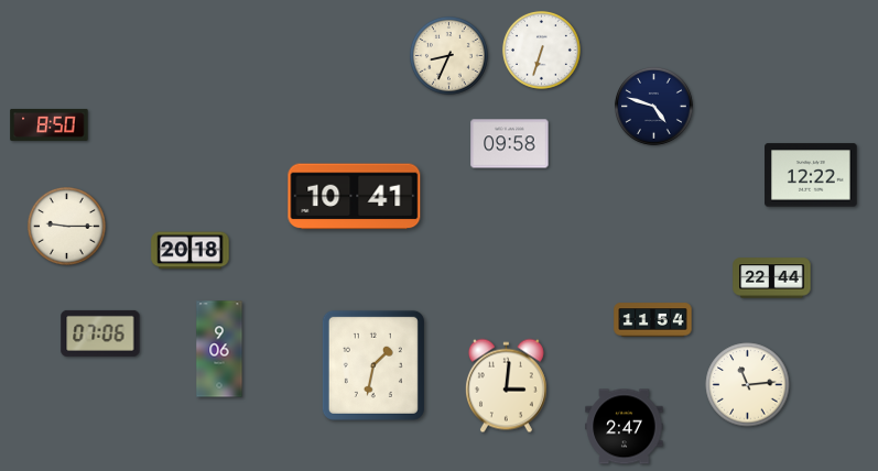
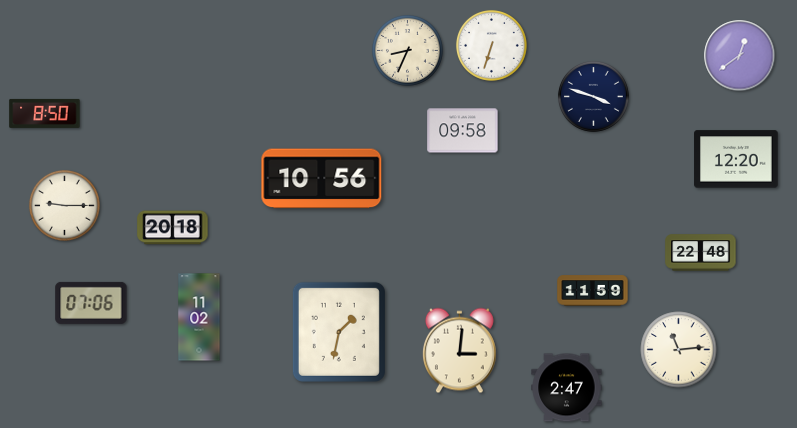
clock at (740, 56): none -> 12:39
clock at (653, 106): 4:48 -> 3:48
clock at (811, 175): 12:22 -> 12:20
clock at (355, 197): 10:41 -> 10:56
clock at (66, 226) position: (66, 226) -> (64, 205)
clock at (772, 278): 22:44 -> 22:48
clock at (653, 320): 11:54 -> 11:59
clock at (219, 349): 9:06 -> 11:02
